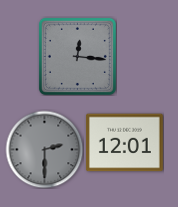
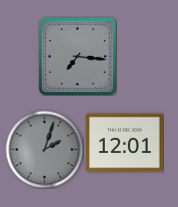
clock at (77, 56): 12:16 -> 7:16
clock at (44, 149): 2:30 -> 2:03
